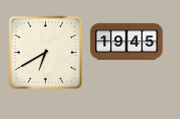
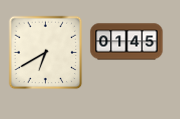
clock at (127, 42): 19:45 -> 01:45
